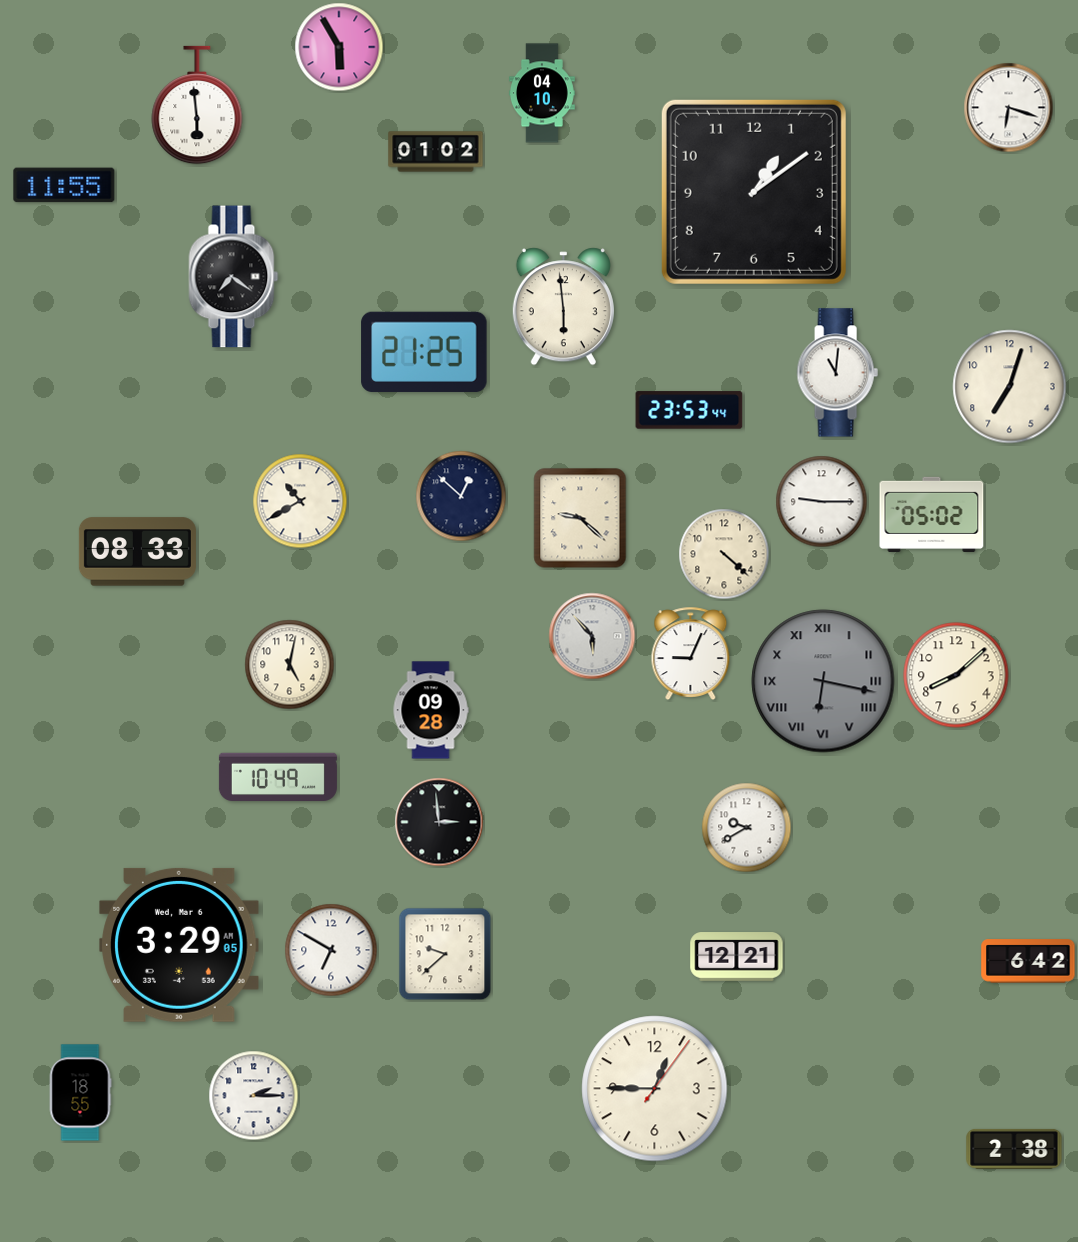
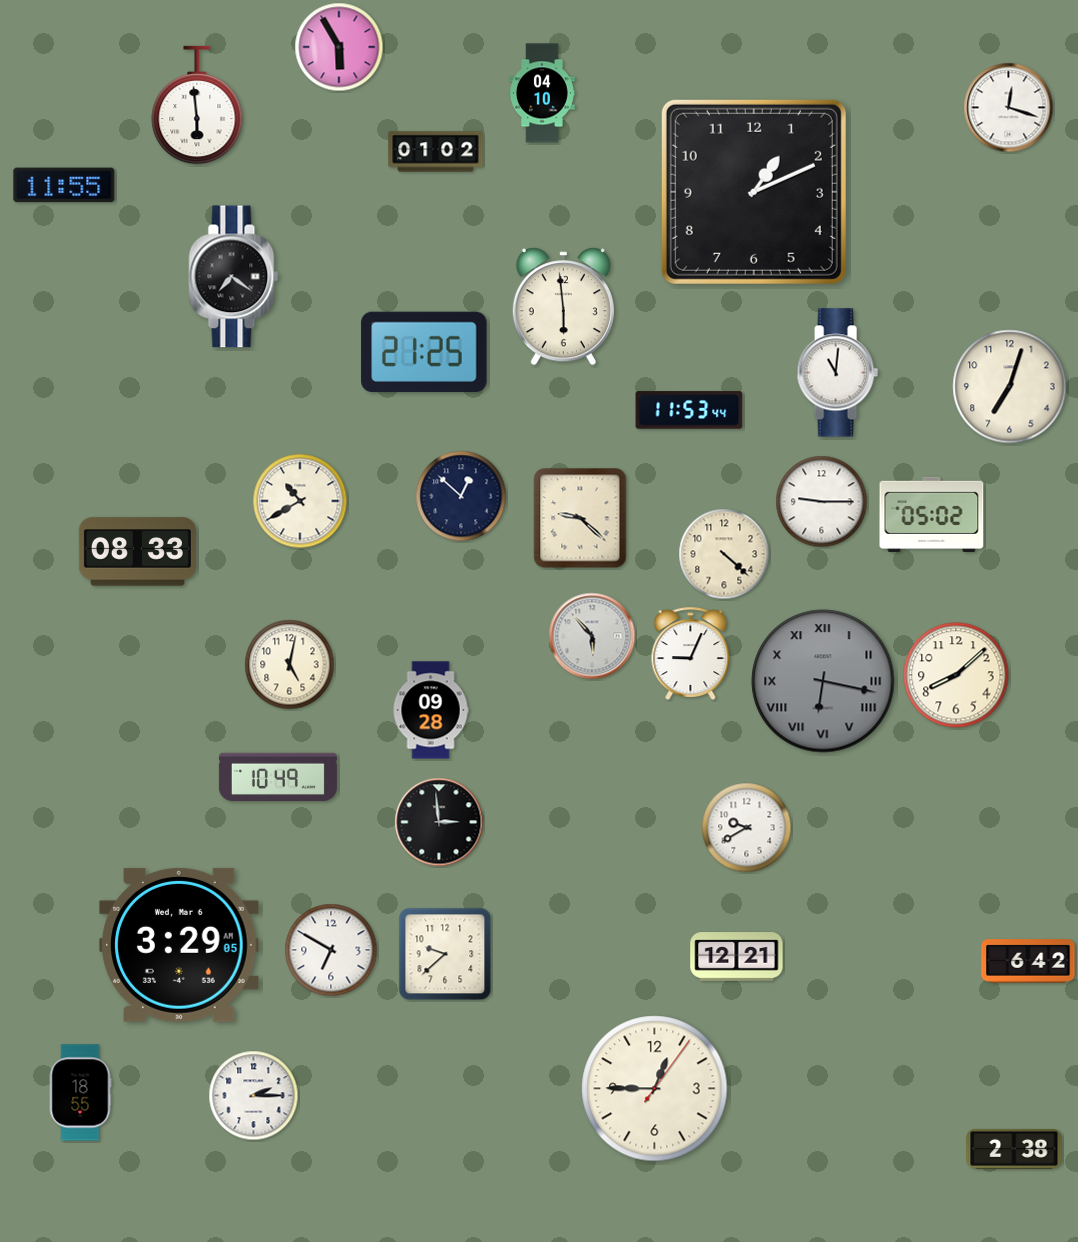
clock at (1009, 108): 6:18 -> 12:18
clock at (754, 192): 1:09 -> 1:11
clock at (689, 410): 23:53 -> 11:53
